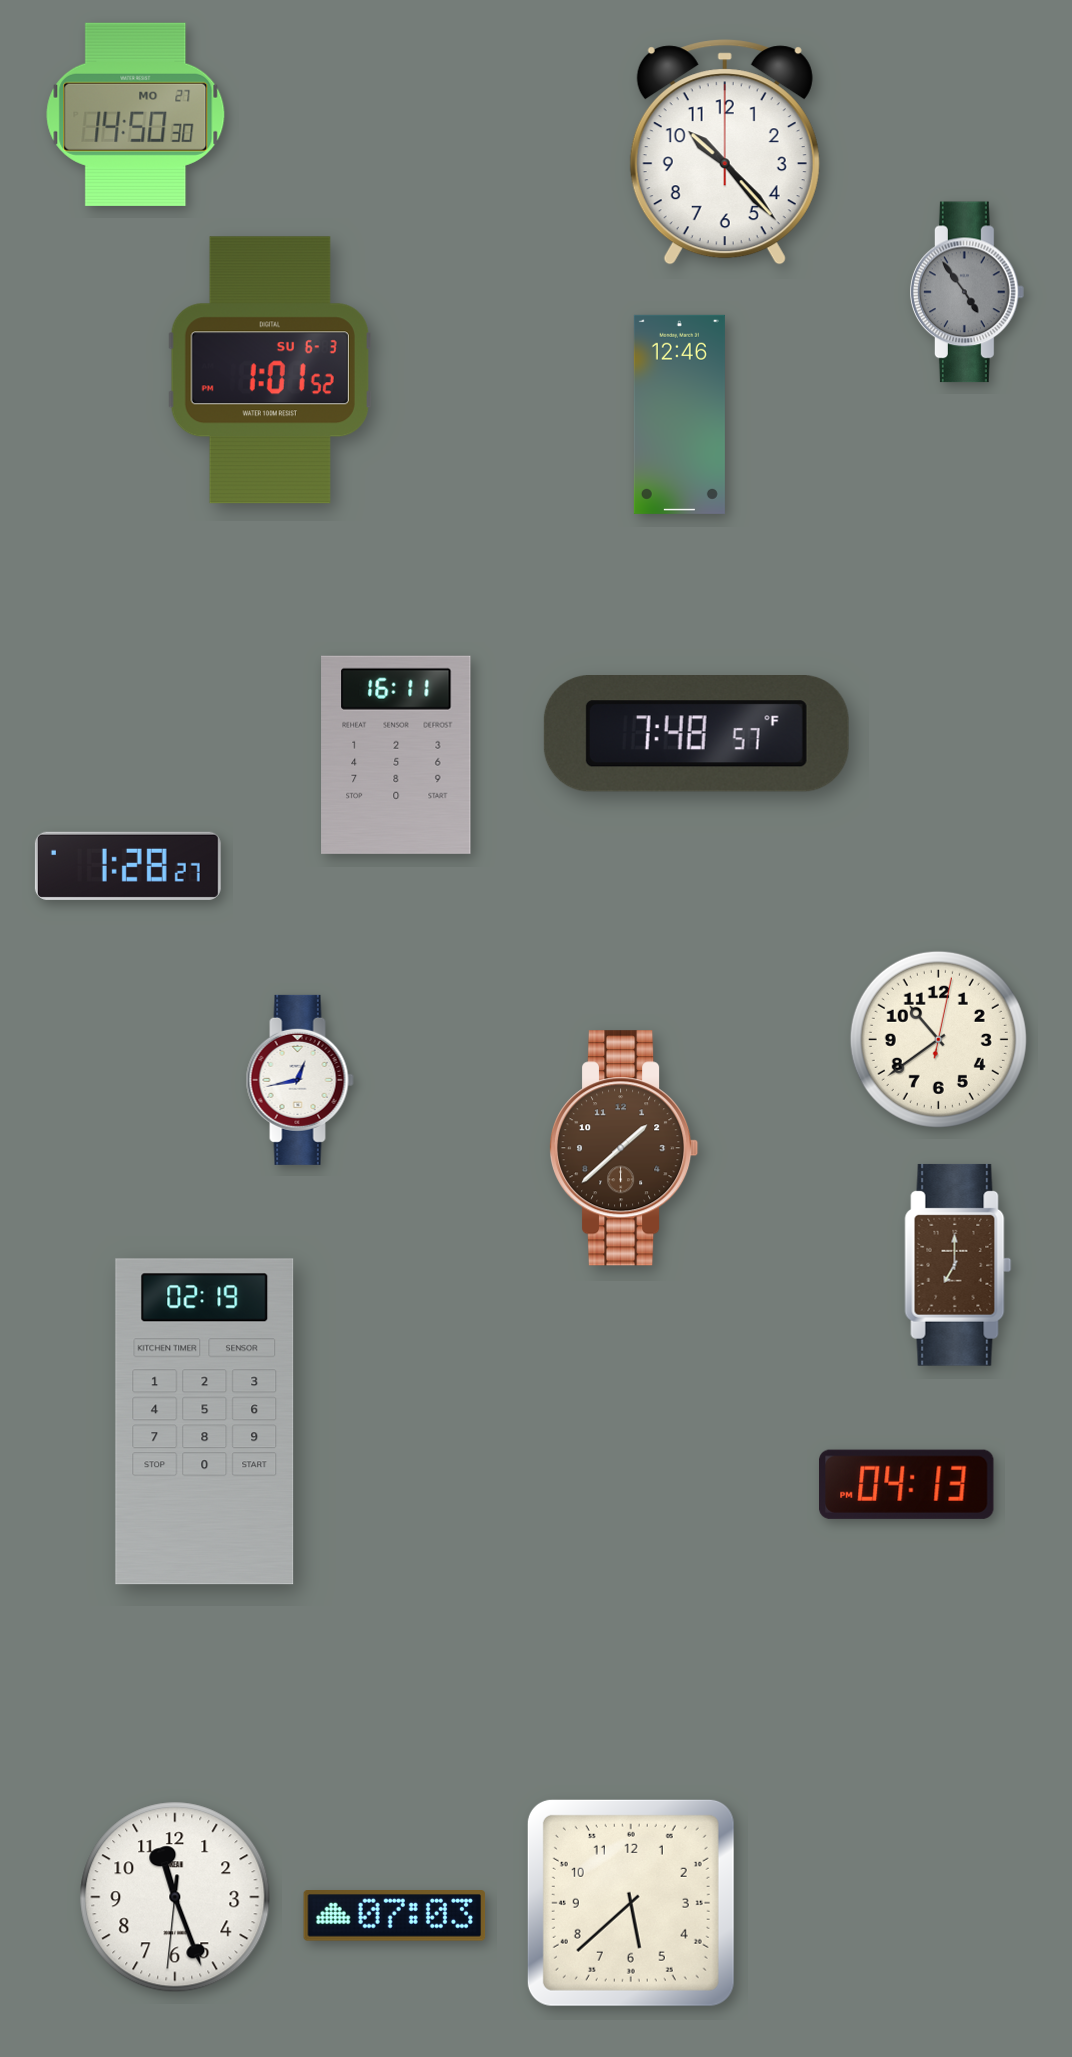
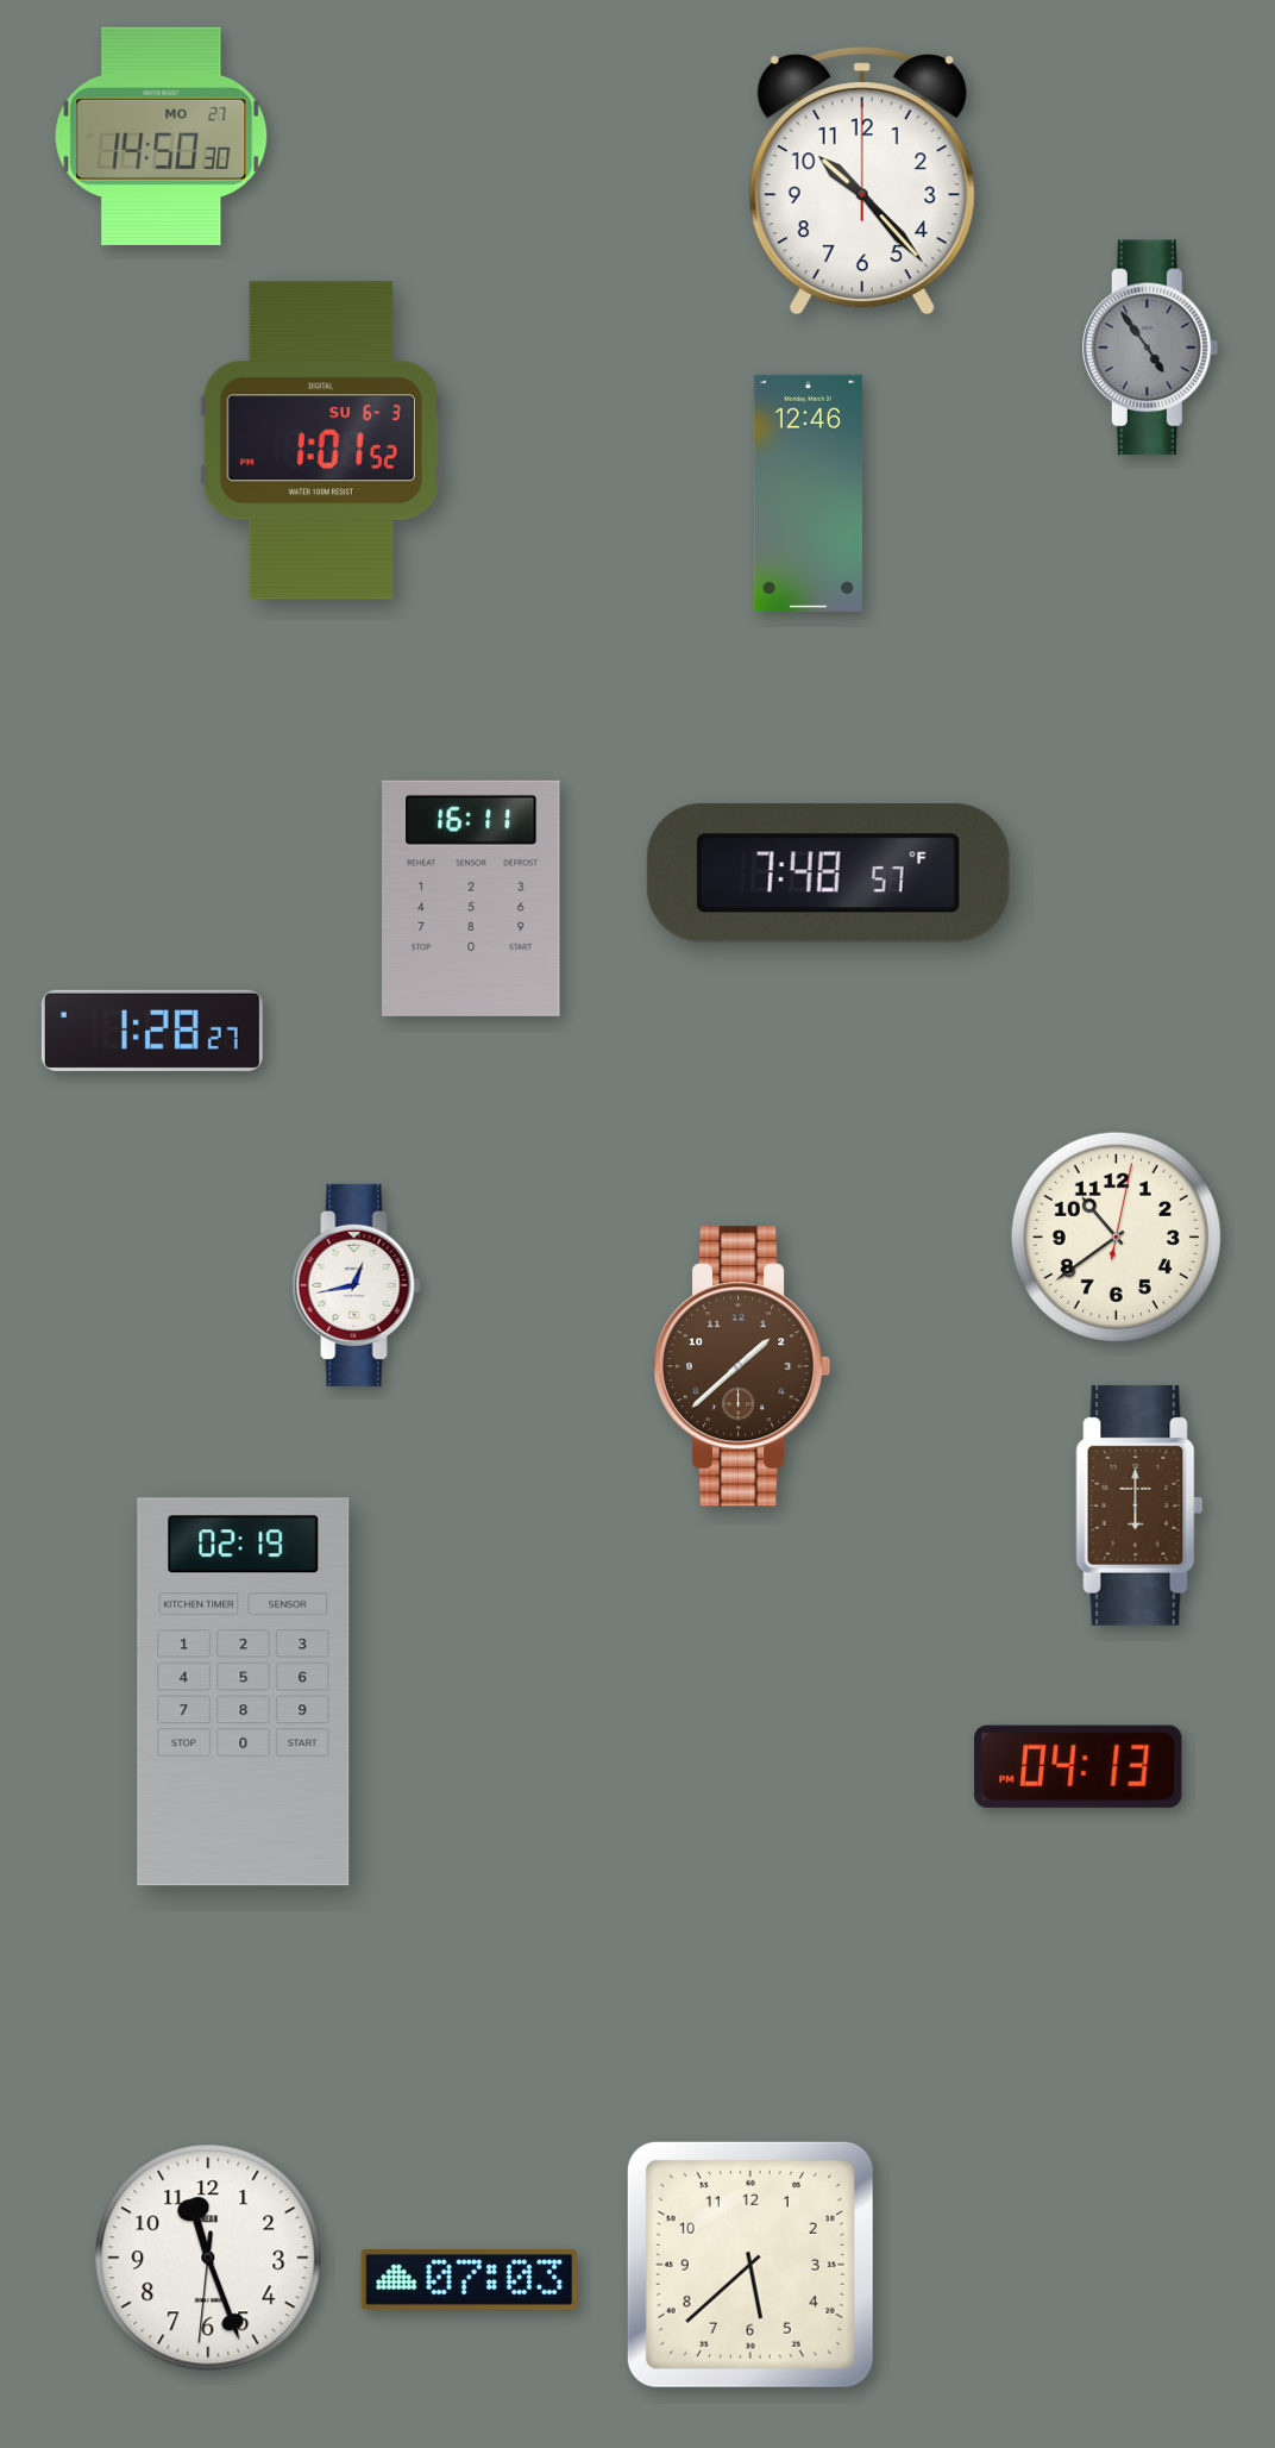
clock at (958, 1265): 7:00 -> 6:00
